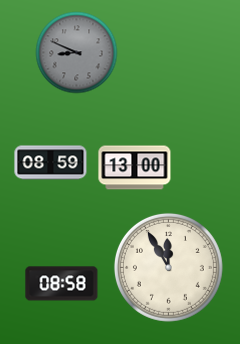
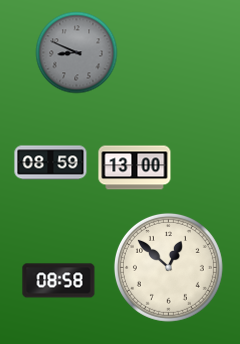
clock at (168, 267): 11:55 -> 12:52
clock at (62, 284) position: (62, 284) -> (59, 281)
